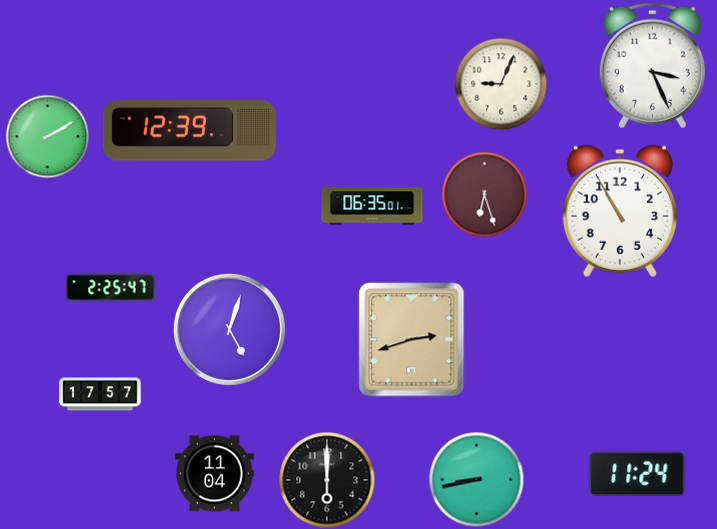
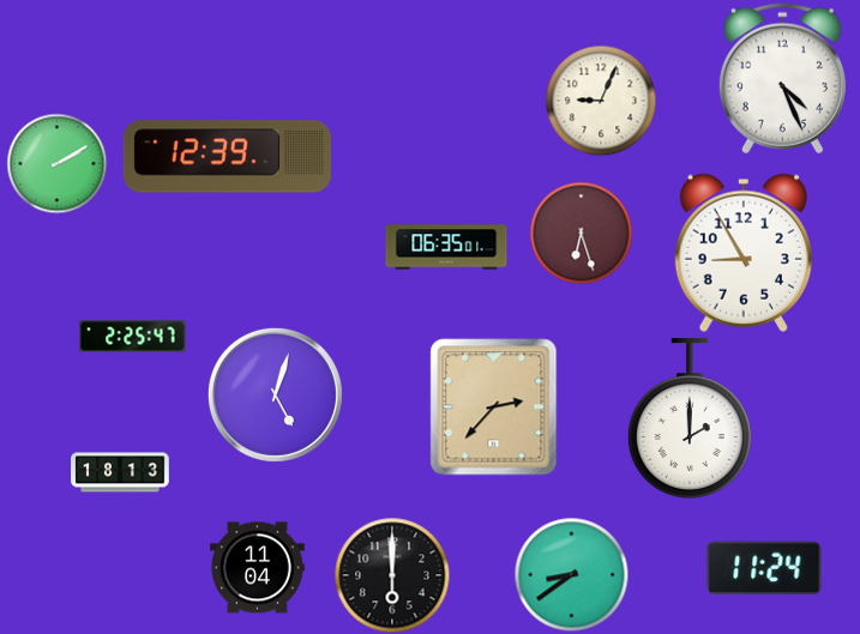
clock at (652, 66): 3:26 -> 4:26
clock at (619, 211): 10:55 -> 8:55
clock at (111, 288) position: (111, 288) -> (133, 337)
clock at (412, 340): 2:42 -> 2:37
clock at (690, 418): none -> 2:00
clock at (100, 394): 17:57 -> 18:13
clock at (476, 479): 8:43 -> 8:39
